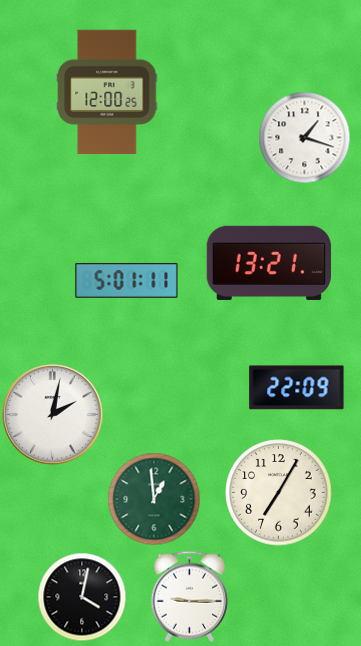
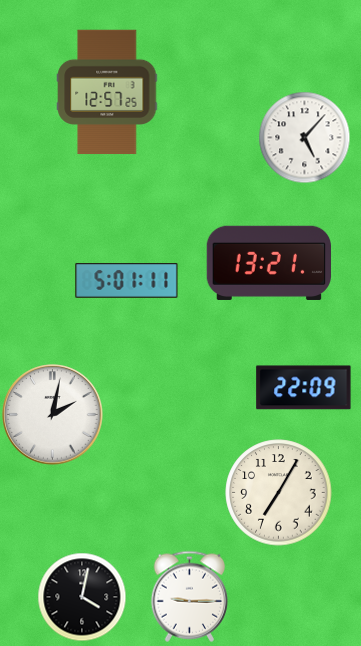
clock at (107, 92): 12:00 -> 12:57
clock at (304, 137): 1:18 -> 5:07
clock at (297, 388) position: (297, 388) -> (304, 388)
clock at (154, 499): 12:59 -> none
